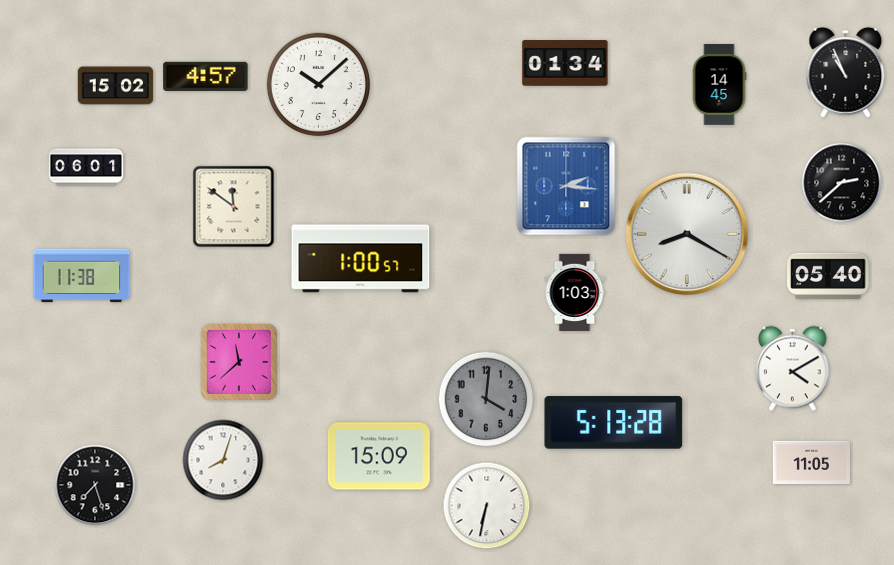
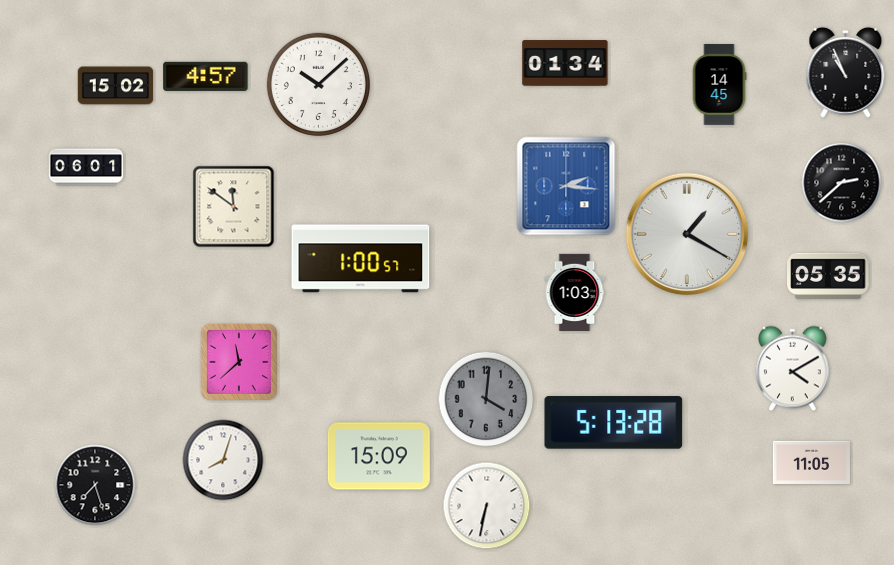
clock at (687, 234): 8:20 -> 1:20
clock at (82, 276): 11:38 -> none
clock at (828, 276): 05:40 -> 05:35
